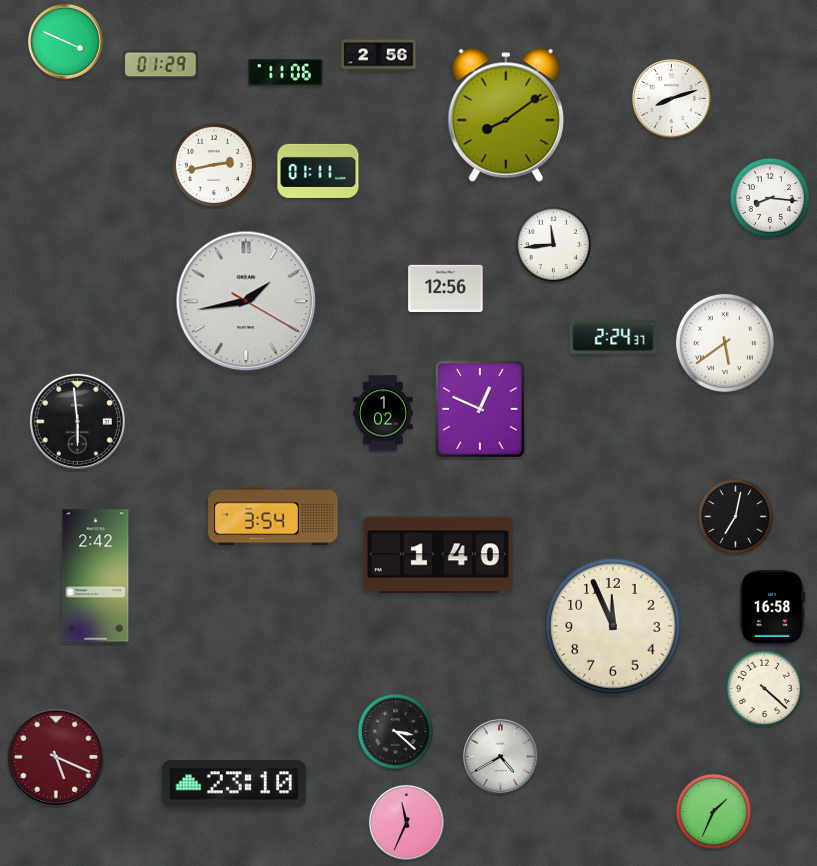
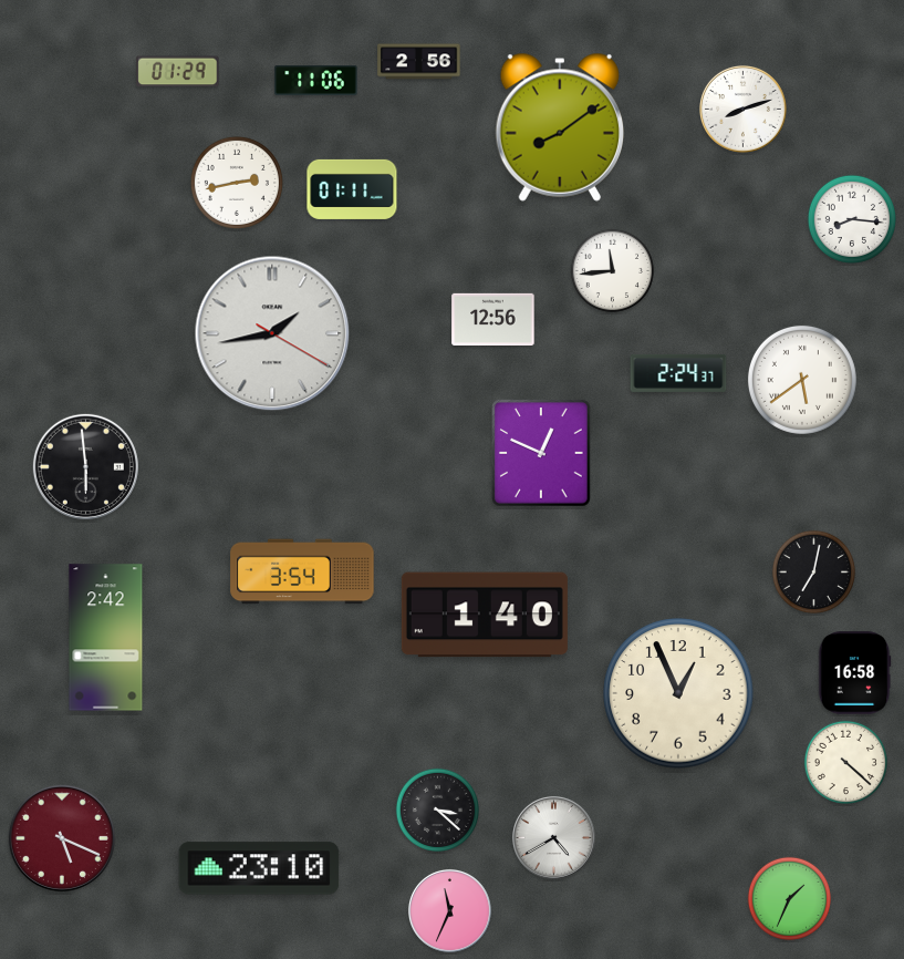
clock at (65, 41): 3:49 -> none
clock at (481, 409) position: (481, 409) -> (542, 453)
clock at (384, 413): 1:02 -> none
clock at (613, 626): 11:56 -> 12:56
